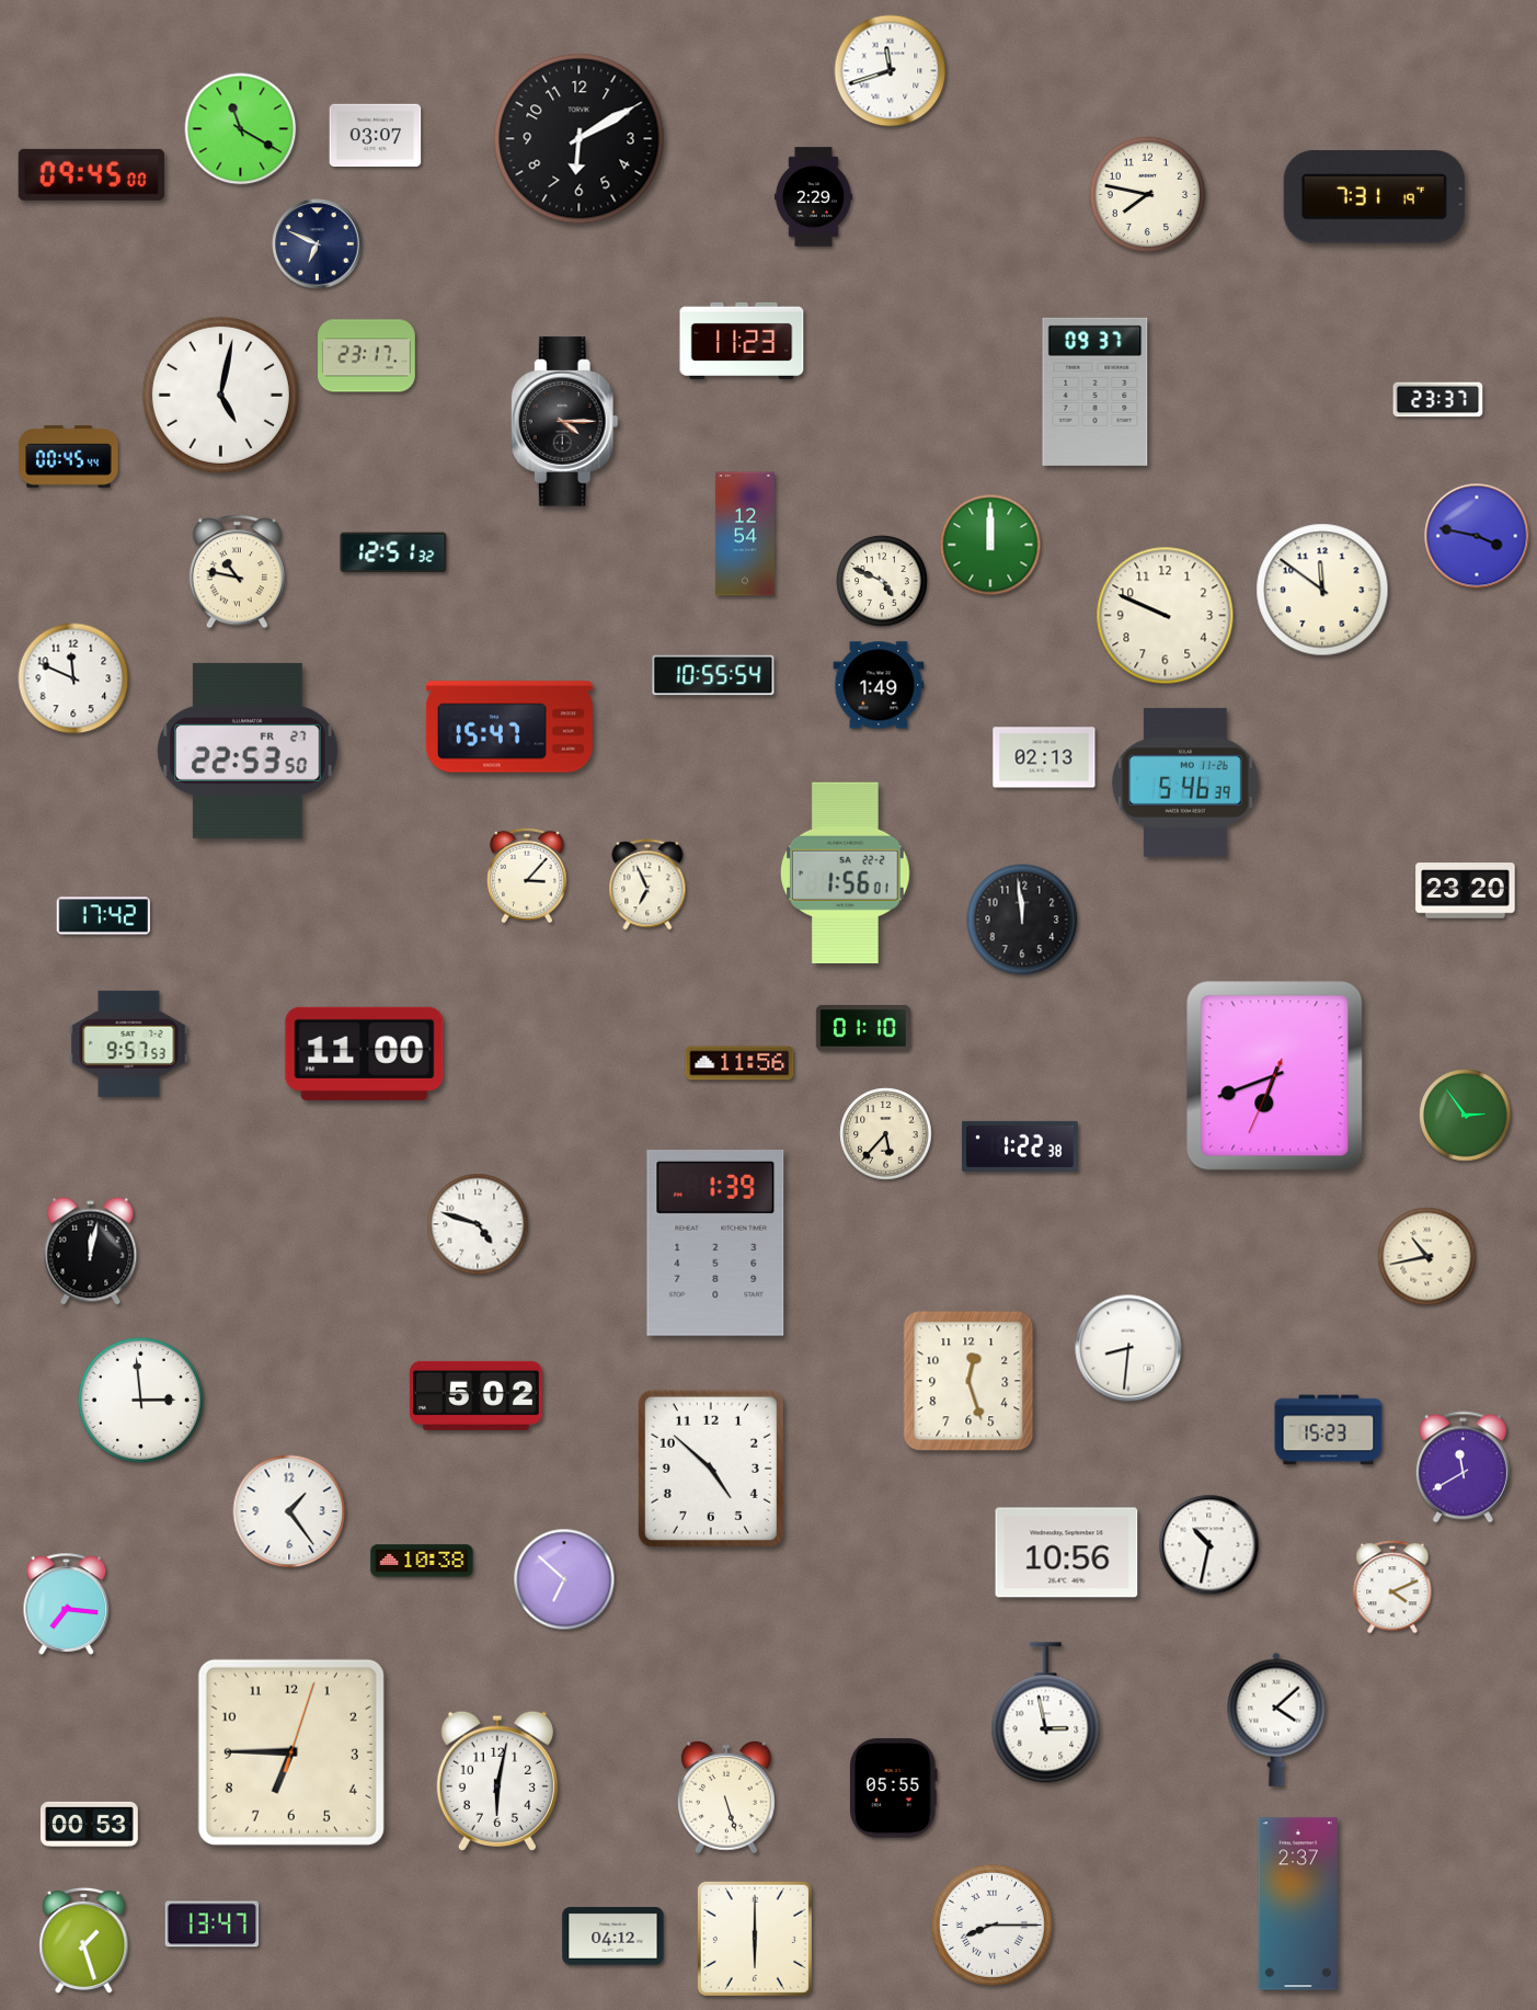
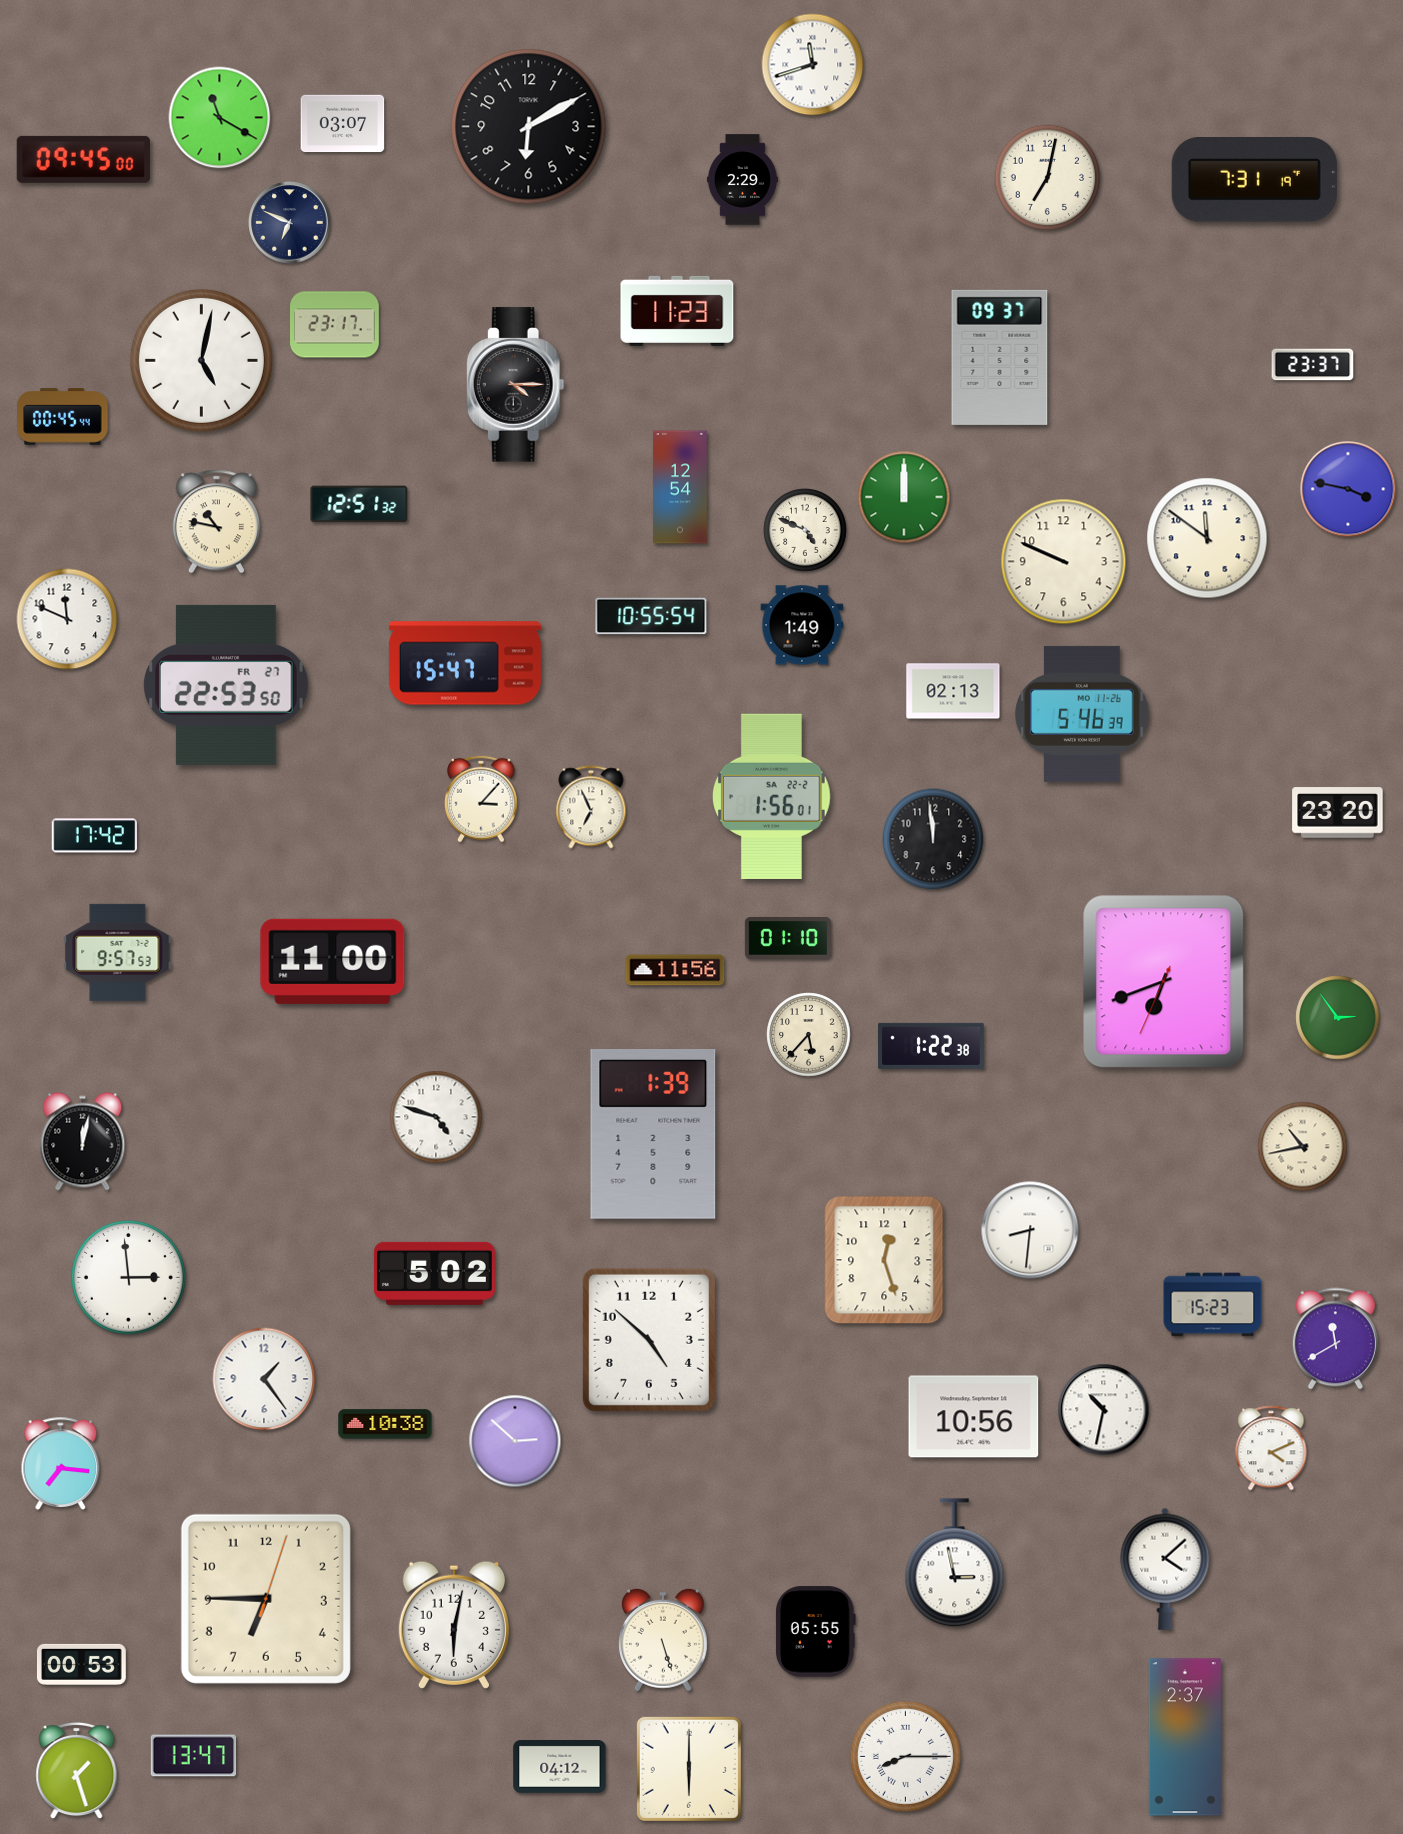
clock at (1148, 195): 7:47 -> 7:02
clock at (564, 1579): 6:52 -> 2:52
